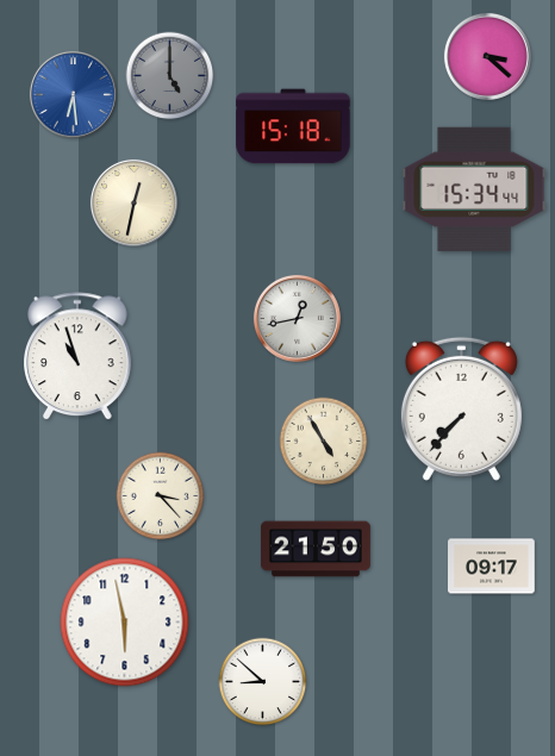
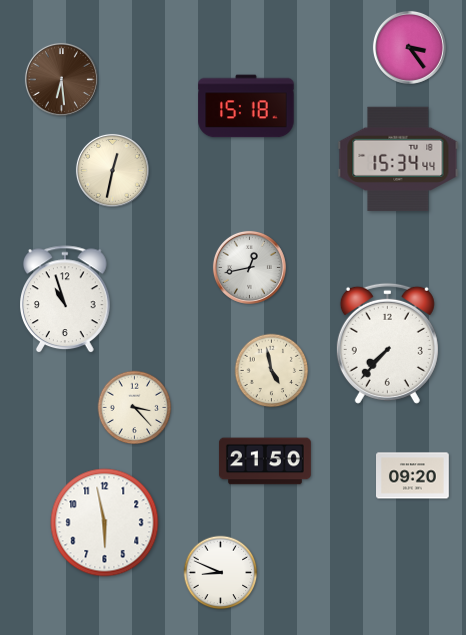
clock at (487, 56): 3:22 -> 3:24
clock at (170, 76): 5:00 -> none
clock at (73, 94) dial: blue -> brown
clock at (324, 442): 4:55 -> 4:58
clock at (161, 496) position: (161, 496) -> (135, 408)
clock at (492, 567): 09:17 -> 09:20
clock at (263, 682): 8:52 -> 8:49
